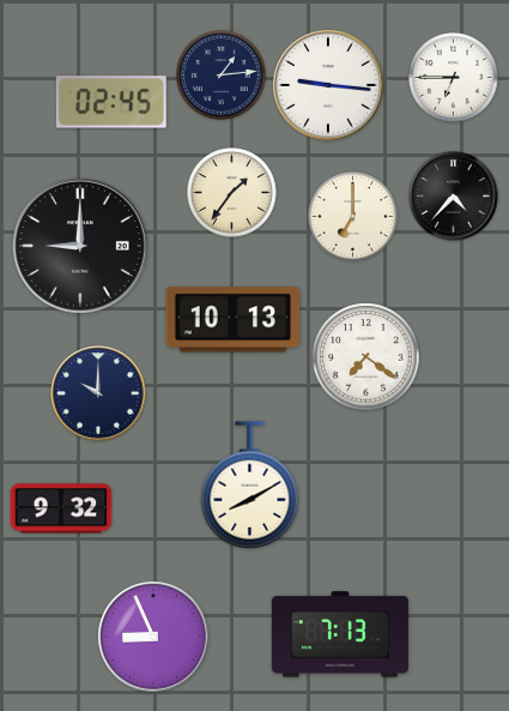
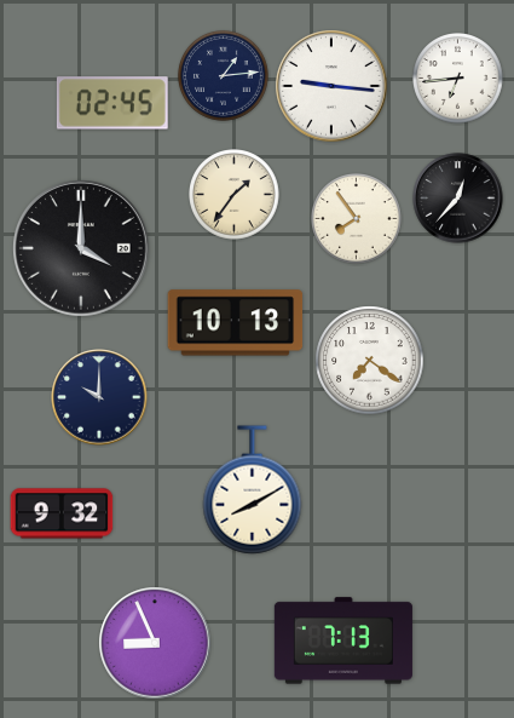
clock at (454, 78): 6:45 -> 6:44
clock at (454, 197): 4:37 -> 12:37
clock at (353, 217): 7:00 -> 7:54
clock at (81, 247): 9:00 -> 4:00
